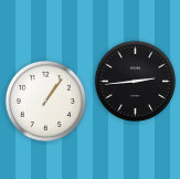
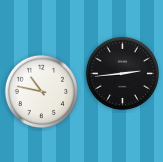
clock at (45, 101): 1:06 -> 10:47
